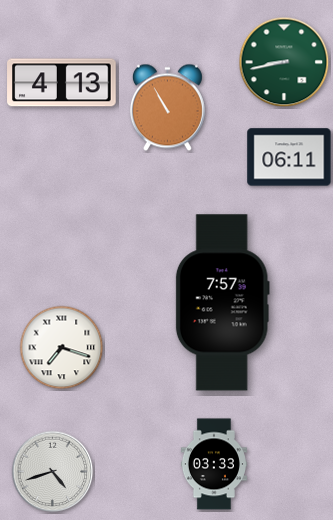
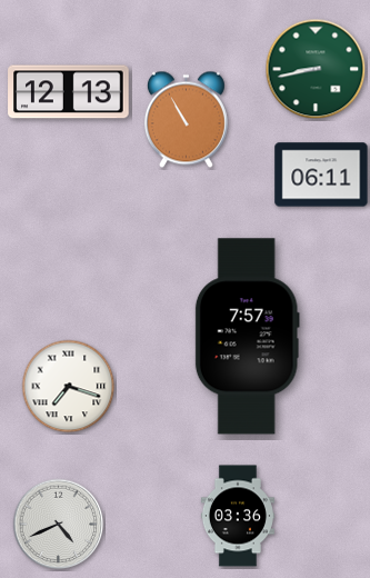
clock at (62, 83): 4:13 -> 12:13
clock at (214, 464): 03:33 -> 03:36
clock at (53, 472): 4:42 -> 4:41
